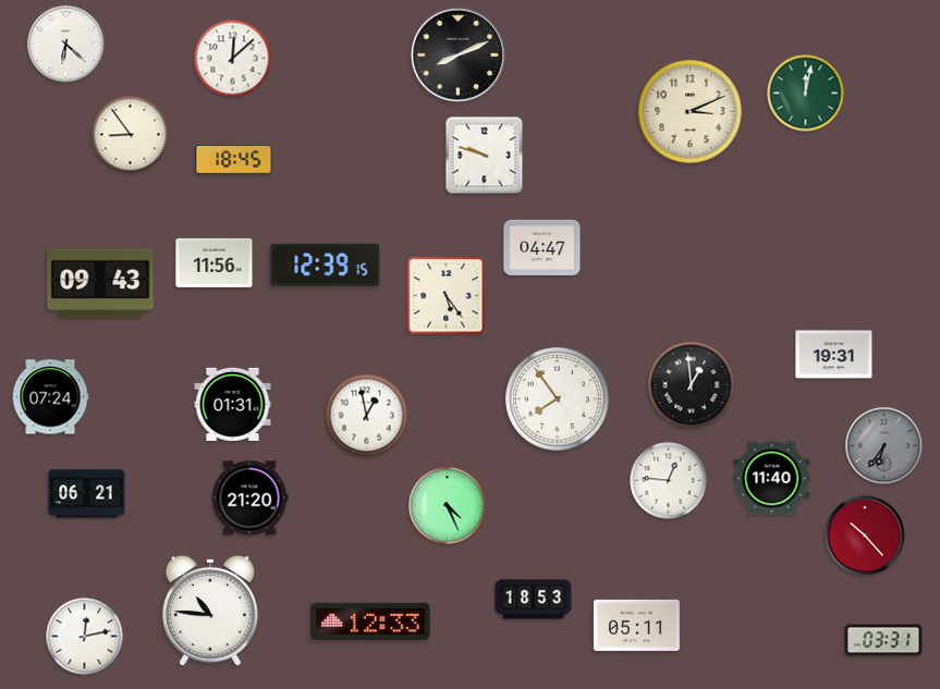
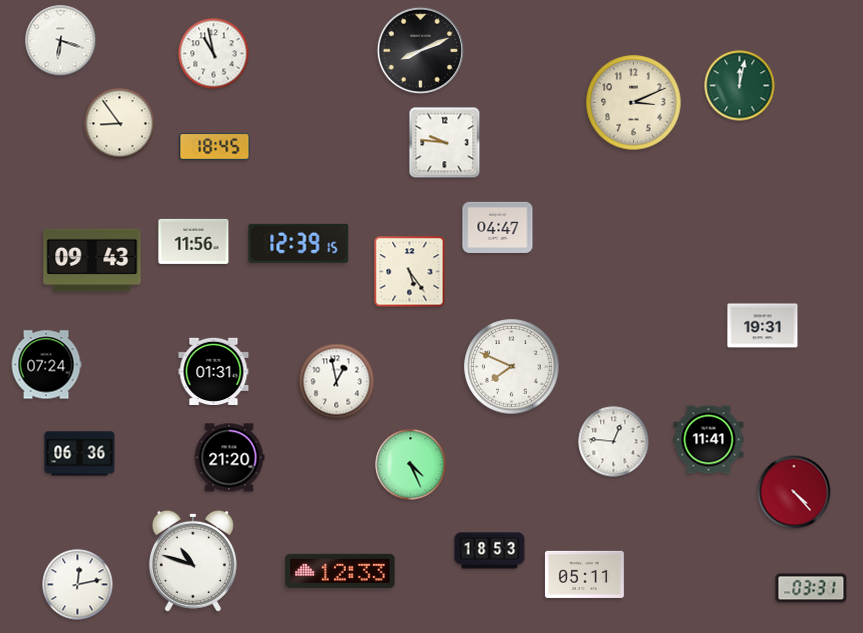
clock at (66, 45): 6:22 -> 6:18
clock at (233, 59): 12:08 -> 10:58
clock at (485, 156): 9:48 -> 9:46
clock at (215, 262) position: (215, 262) -> (194, 241)
clock at (834, 355) position: (834, 355) -> (763, 326)
clock at (692, 385): 12:59 -> none
clock at (558, 399): 7:54 -> 7:49
clock at (884, 446): 6:36 -> none
clock at (772, 479): 11:40 -> 11:41
clock at (87, 494): 06:21 -> 06:36
clock at (865, 536): 10:23 -> 4:23
clock at (210, 611): 10:46 -> 10:48
